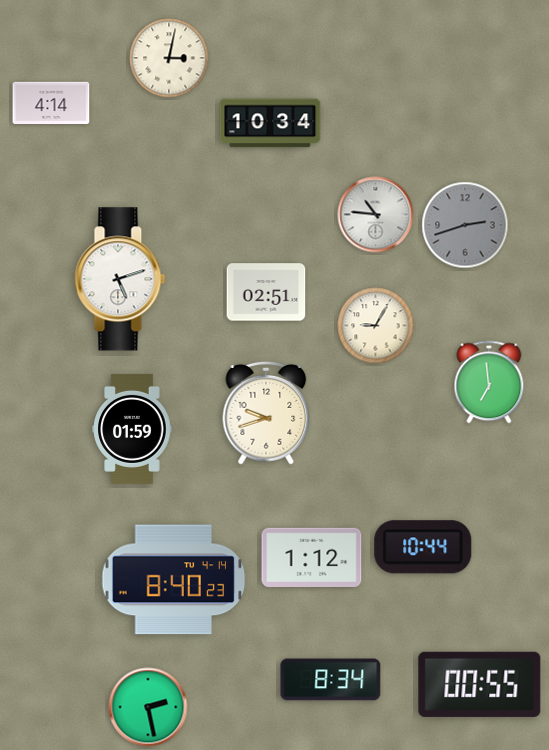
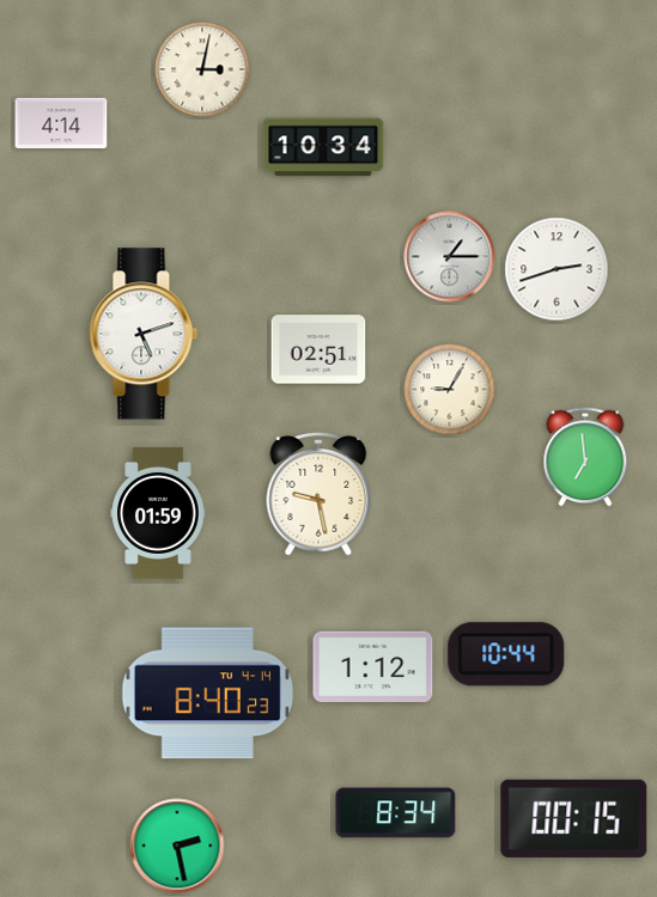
clock at (376, 215): 10:46 -> 1:15
clock at (465, 225) dial: grey -> white
clock at (266, 413): 9:42 -> 9:28
clock at (480, 684): 00:55 -> 00:15
